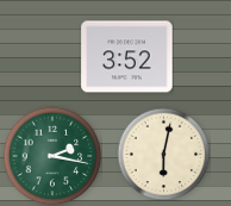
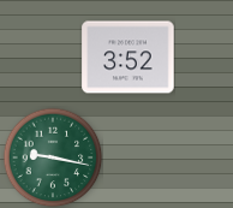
clock at (163, 154): 6:02 -> none
clock at (52, 156): 2:17 -> 9:17
